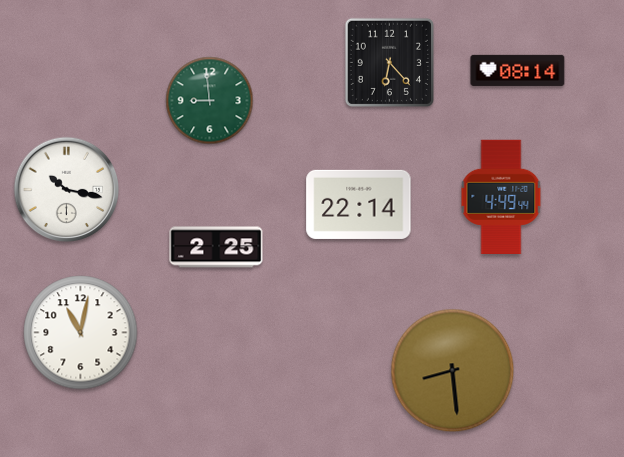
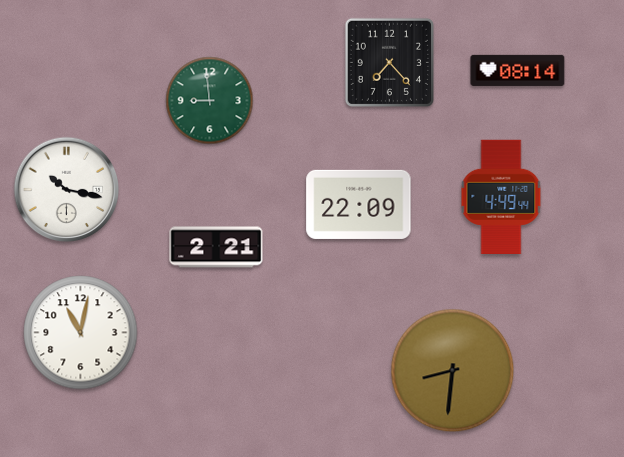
clock at (389, 62): 6:23 -> 7:23
clock at (359, 204): 22:14 -> 22:09
clock at (216, 247): 2:25 -> 2:21
clock at (453, 371): 8:29 -> 8:31
